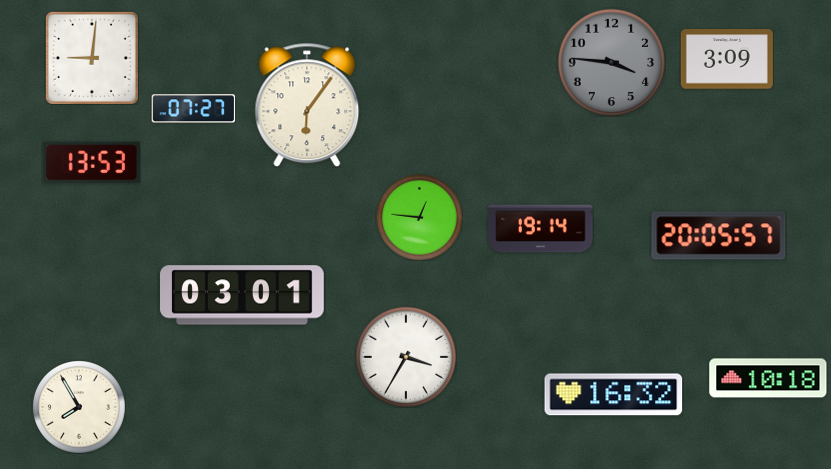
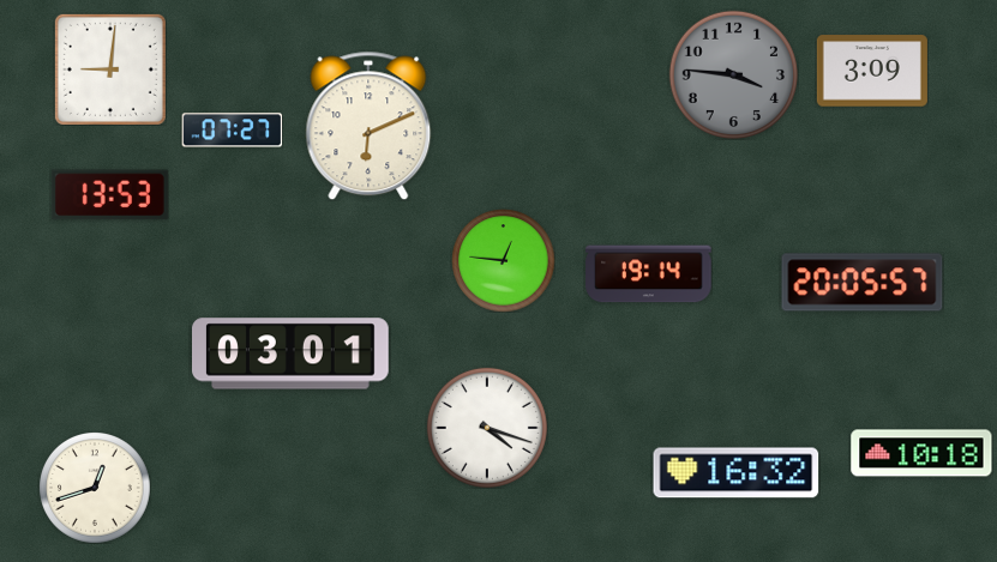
clock at (307, 105): 6:06 -> 6:11
clock at (406, 357): 3:35 -> 4:18
clock at (79, 407): 7:55 -> 12:42
